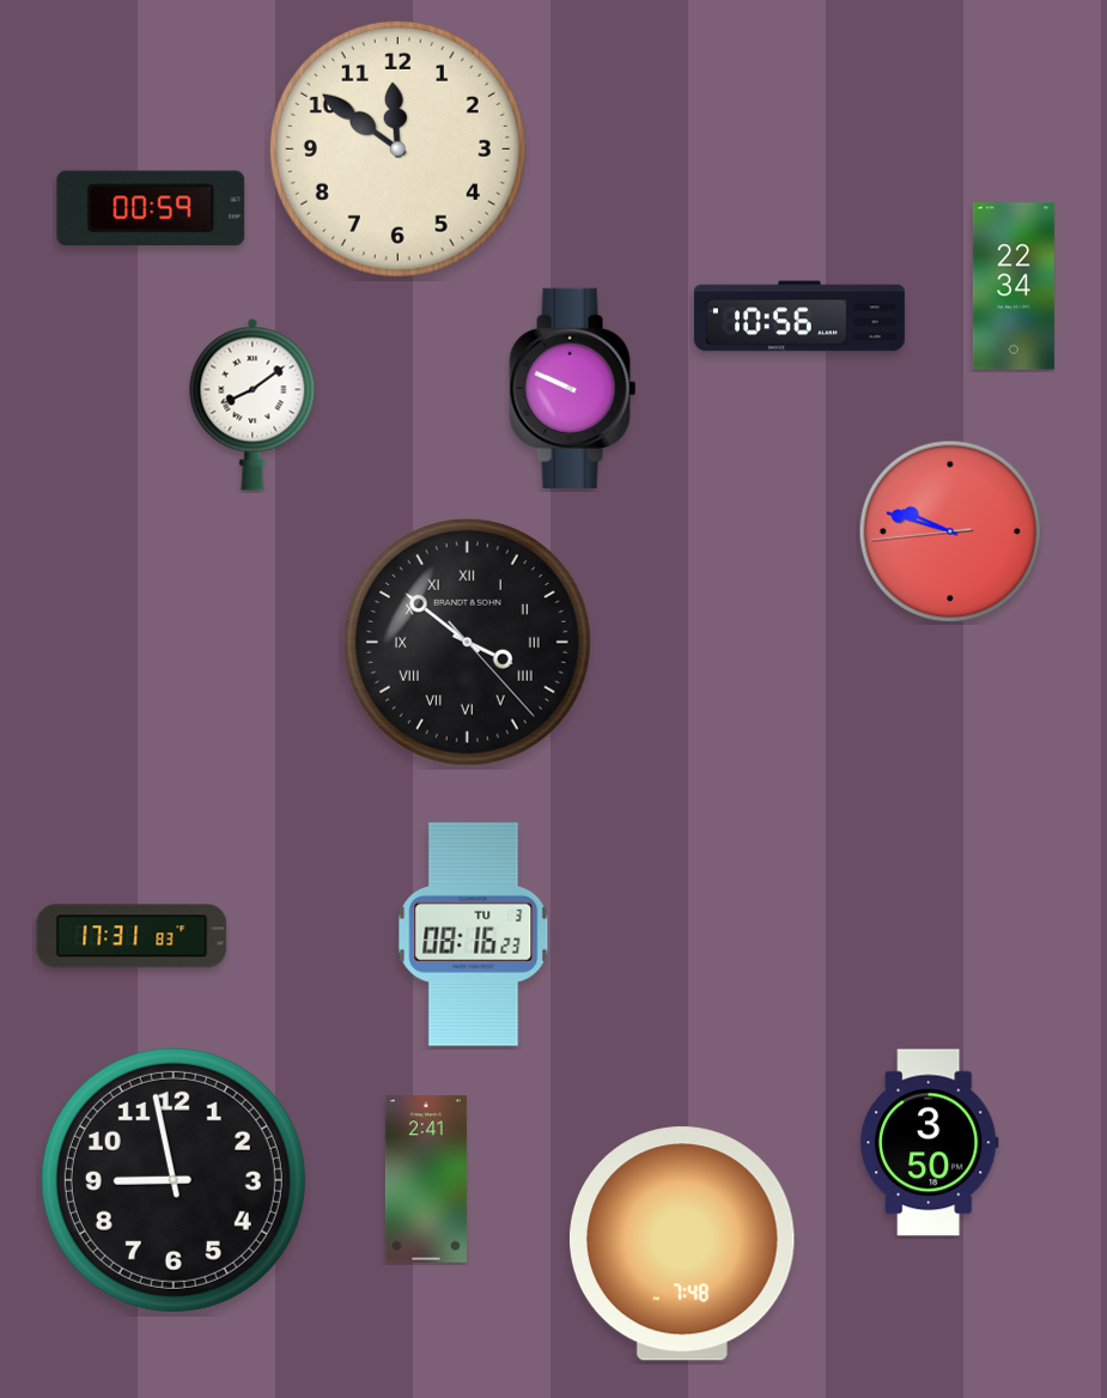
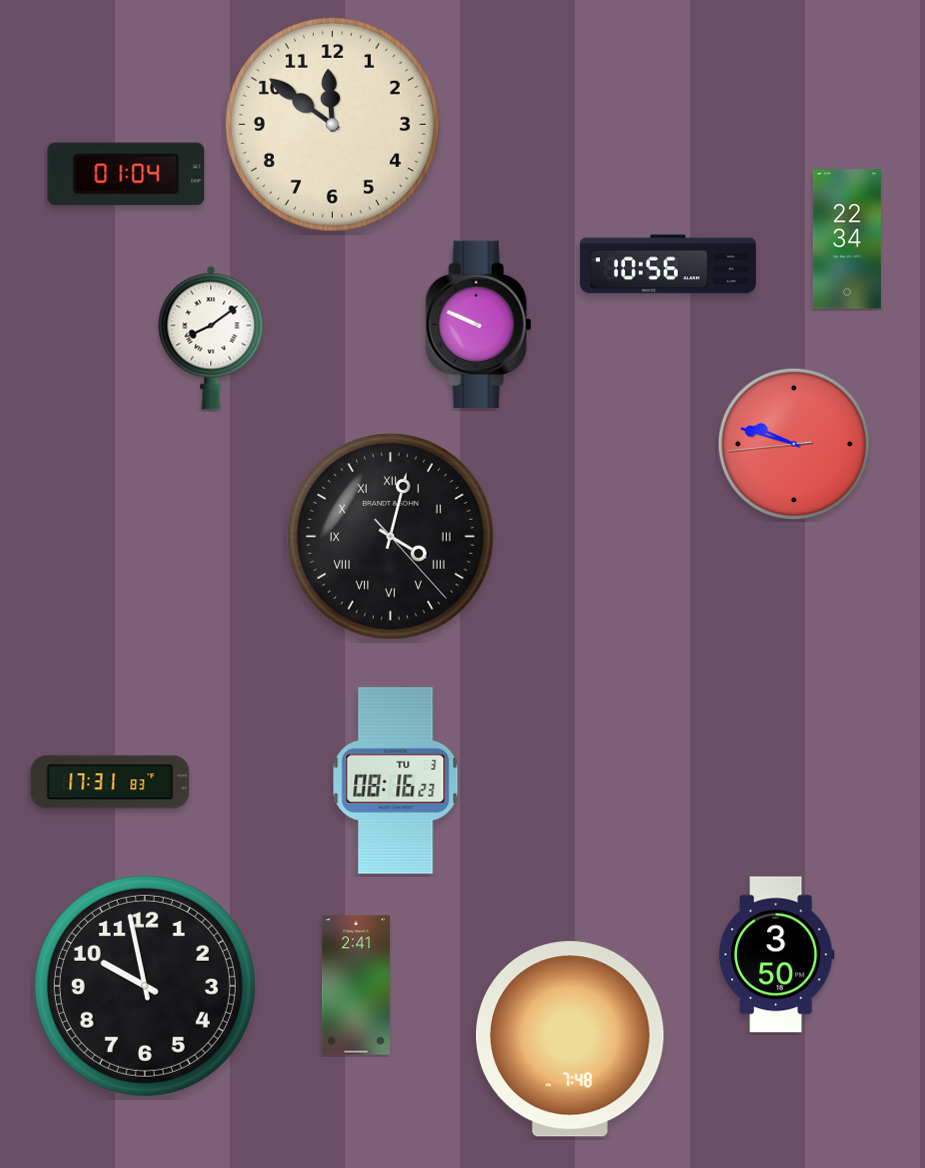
clock at (151, 208): 00:59 -> 01:04
clock at (467, 642): 3:51 -> 4:02
clock at (174, 1180): 8:58 -> 9:58
